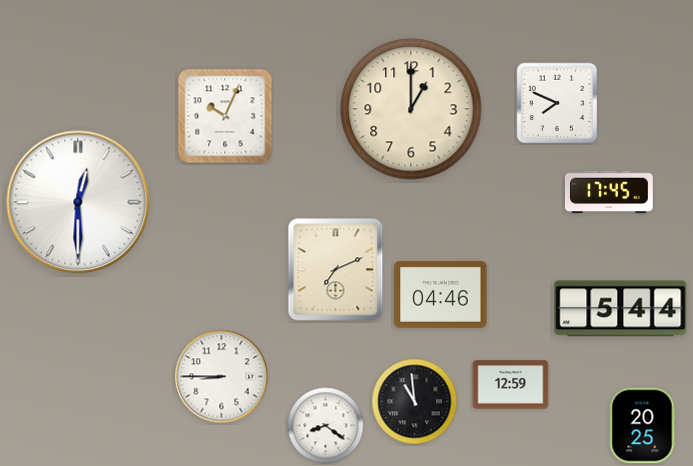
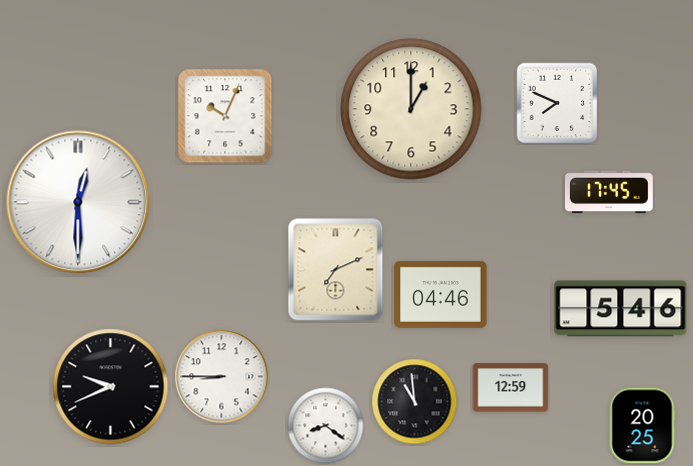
clock at (621, 309): 5:44 -> 5:46
clock at (511, 385) position: (511, 385) -> (511, 388)
clock at (111, 387): none -> 9:41
